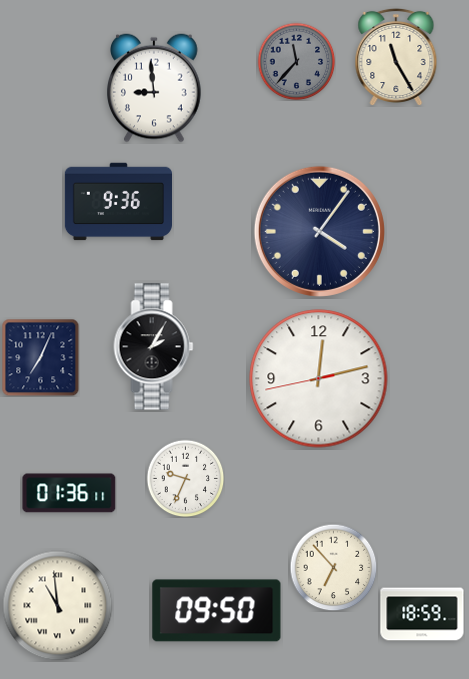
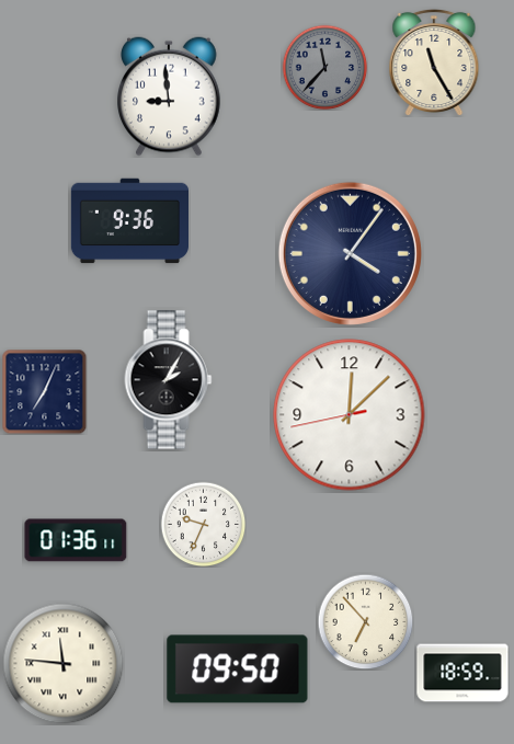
clock at (319, 379): 12:12 -> 12:07
clock at (58, 606): 10:59 -> 11:46
